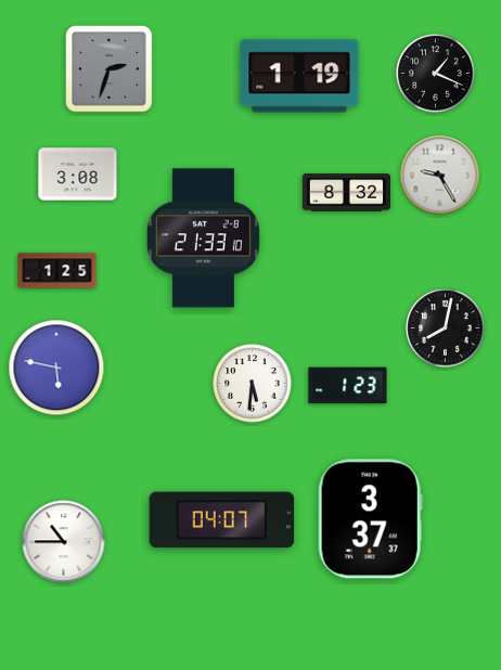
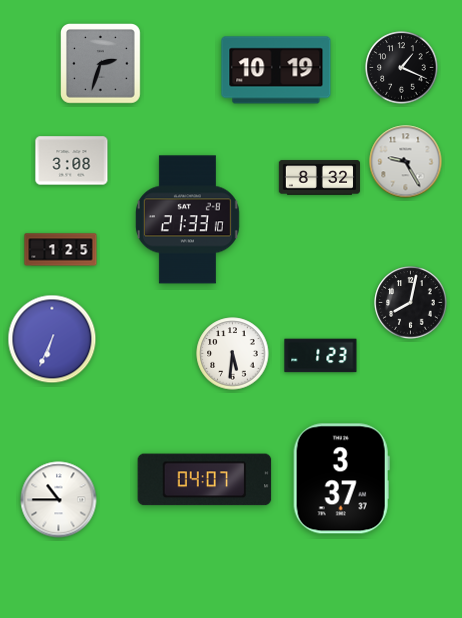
clock at (299, 76): 1:19 -> 10:19
clock at (57, 271) position: (57, 271) -> (61, 250)
clock at (56, 368): 5:47 -> 6:34
